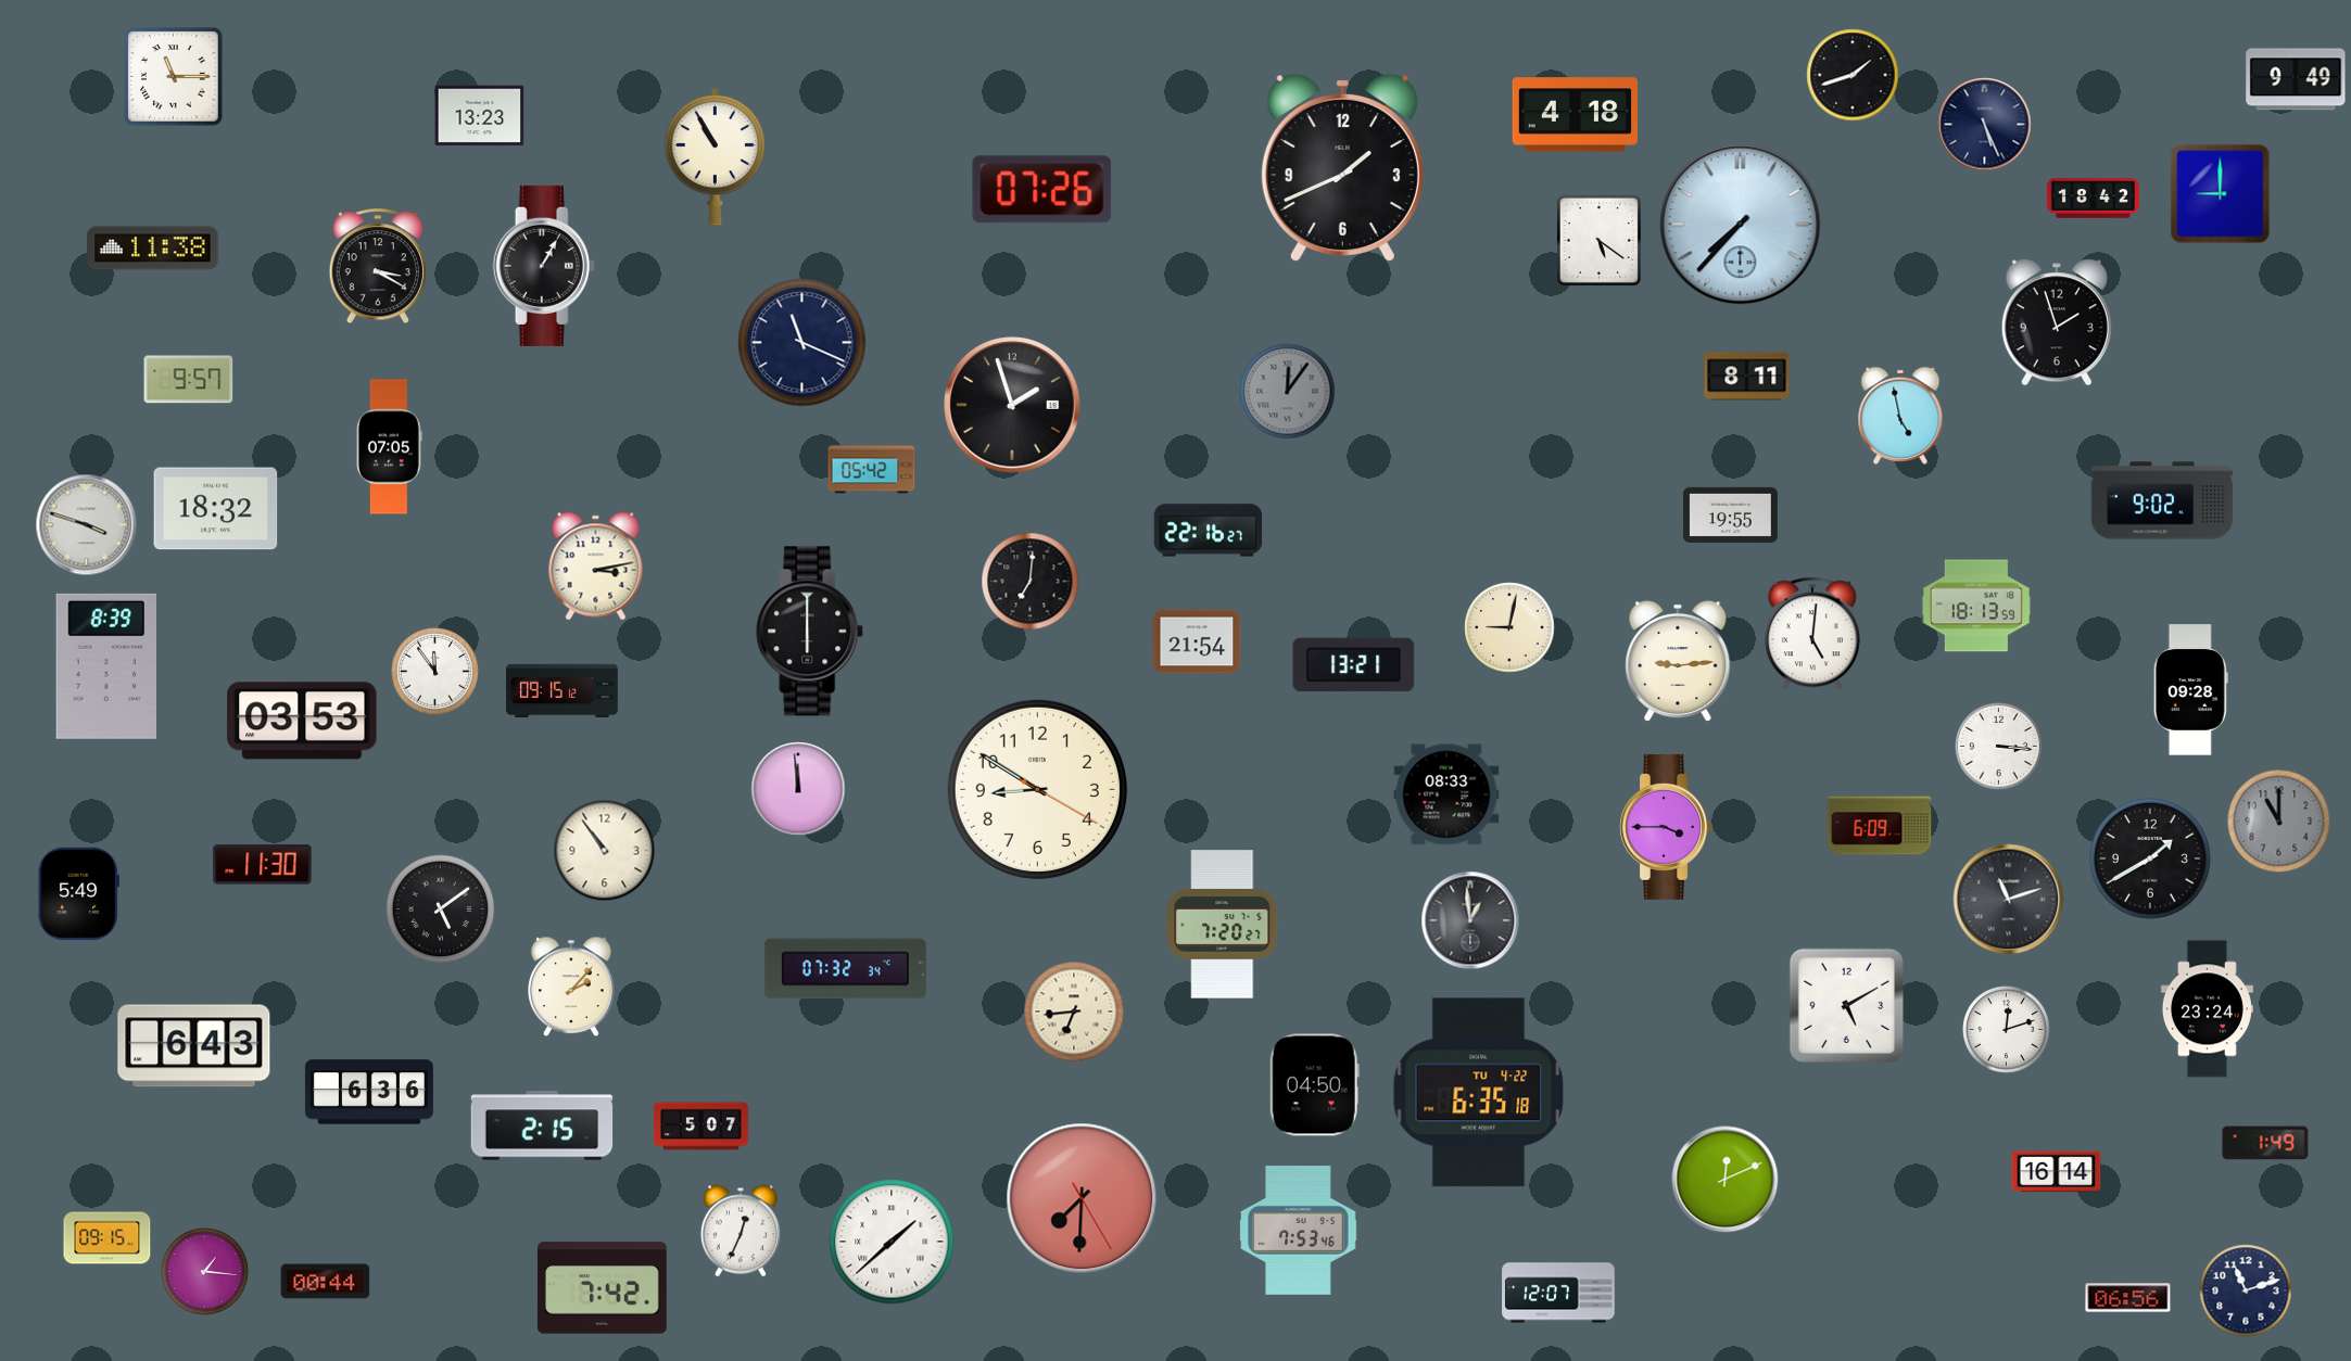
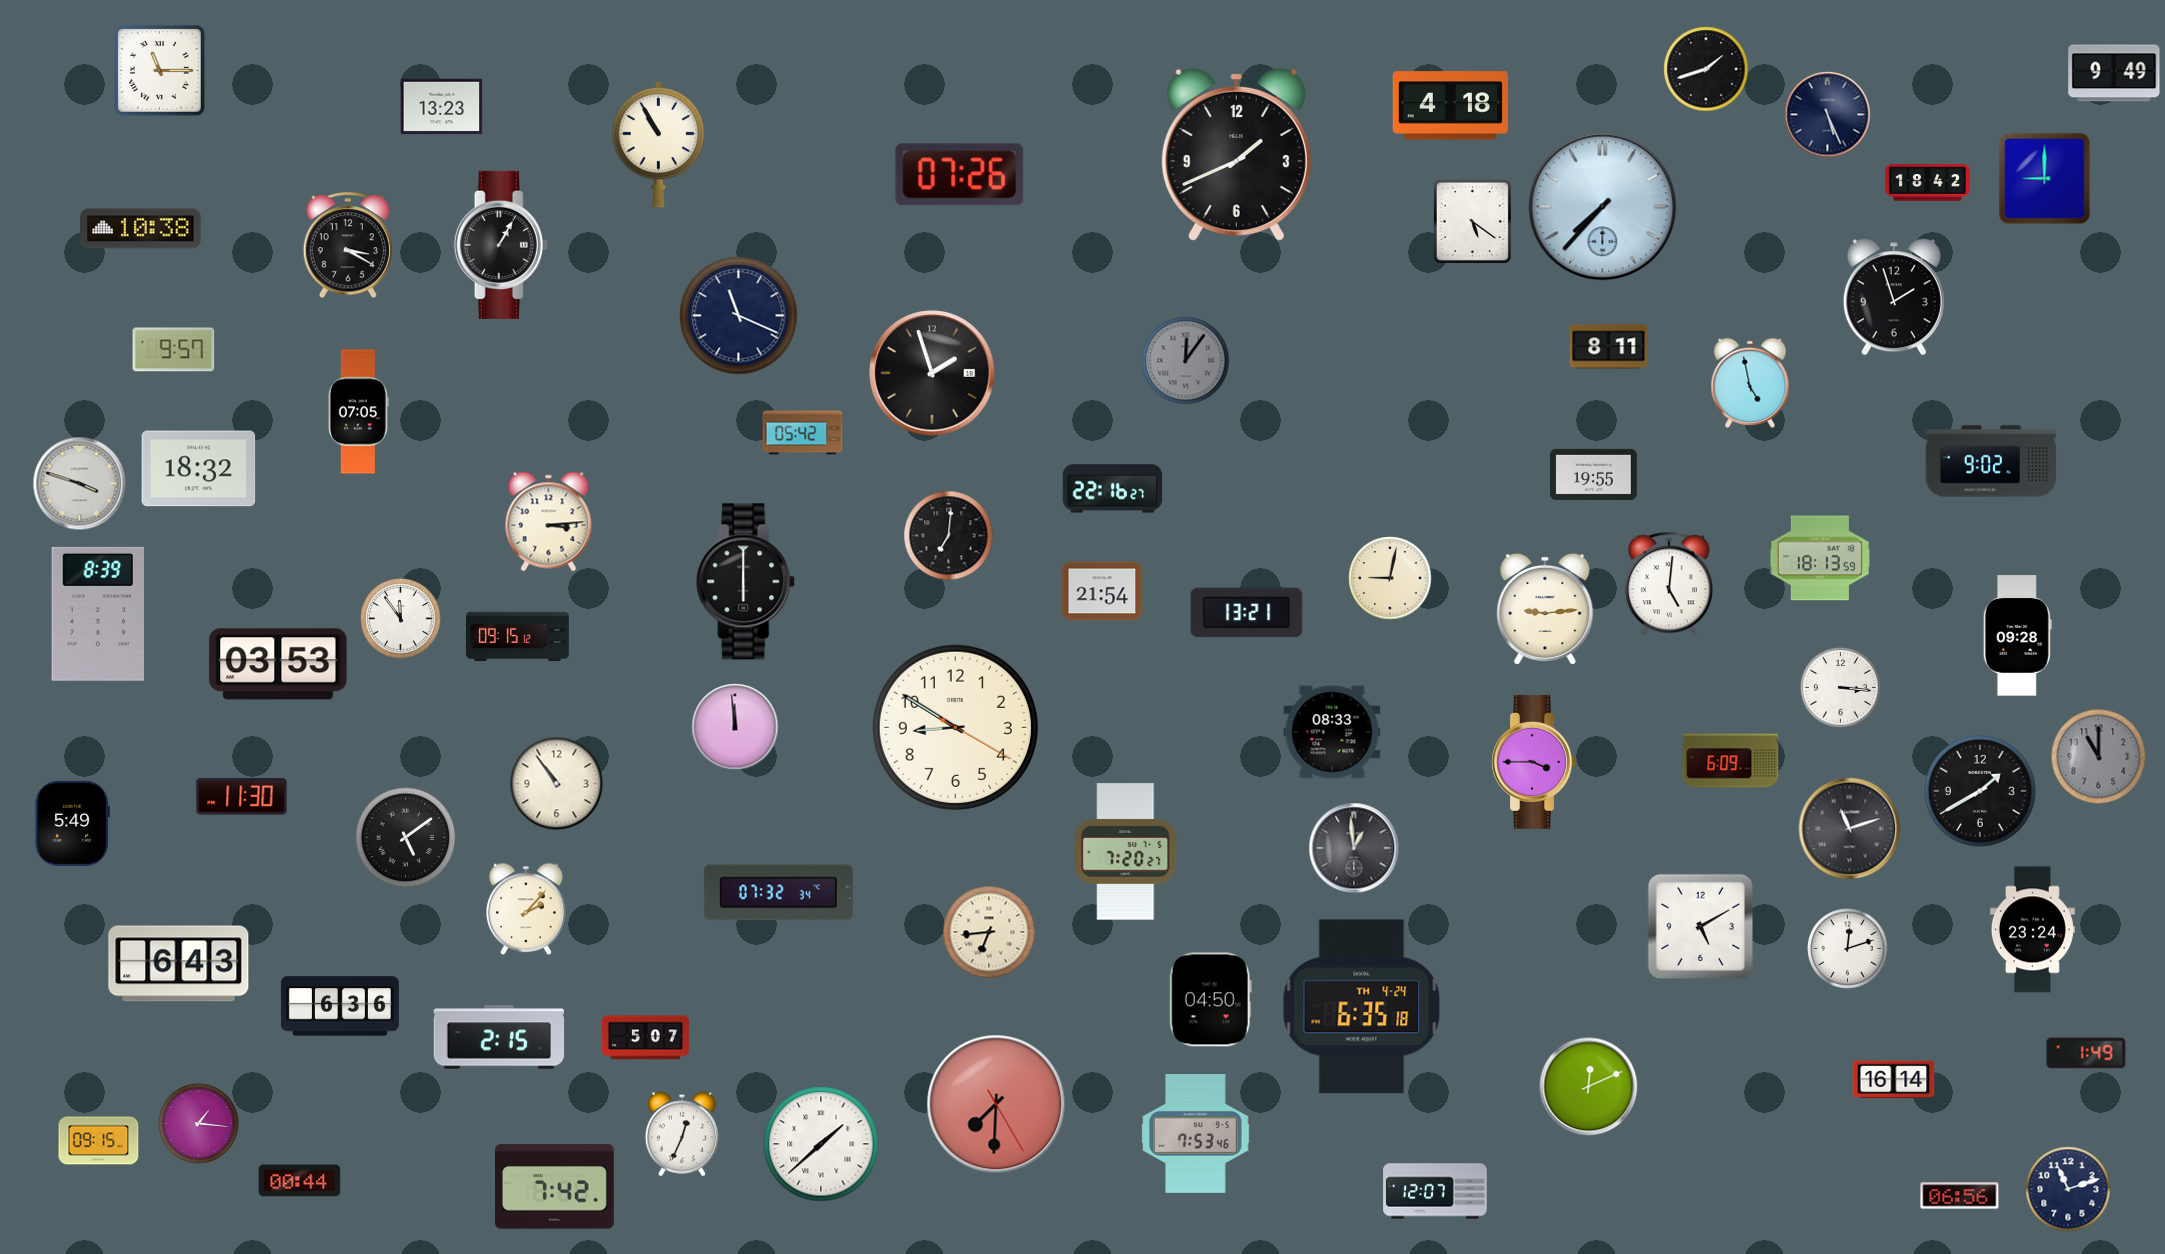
clock at (153, 249): 11:38 -> 10:38
clock at (596, 567): 3:13 -> 3:14
clock at (1479, 1093) date: TU 4-22 -> TH 4-24
clock at (205, 1272) position: (205, 1272) -> (199, 1124)
